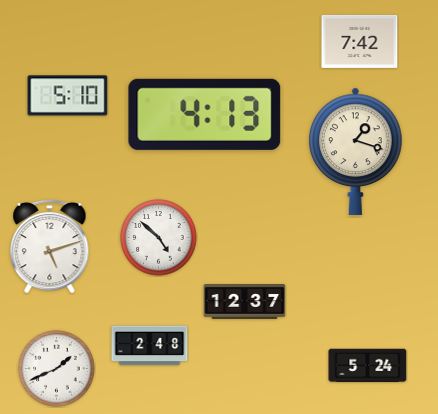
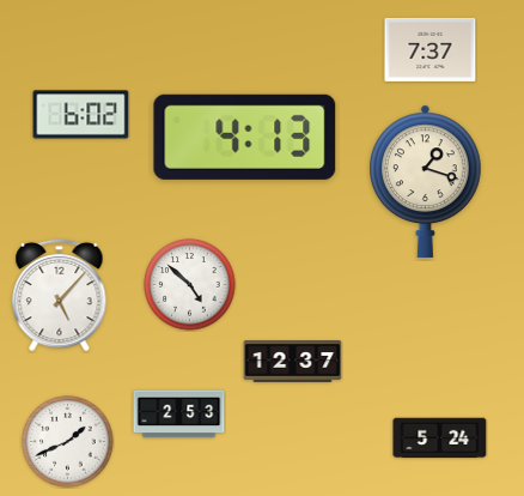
clock at (360, 41): 7:42 -> 7:37
clock at (68, 96): 5:10 -> 6:02
clock at (50, 246): 5:12 -> 5:07
clock at (150, 346): 2:48 -> 2:53
